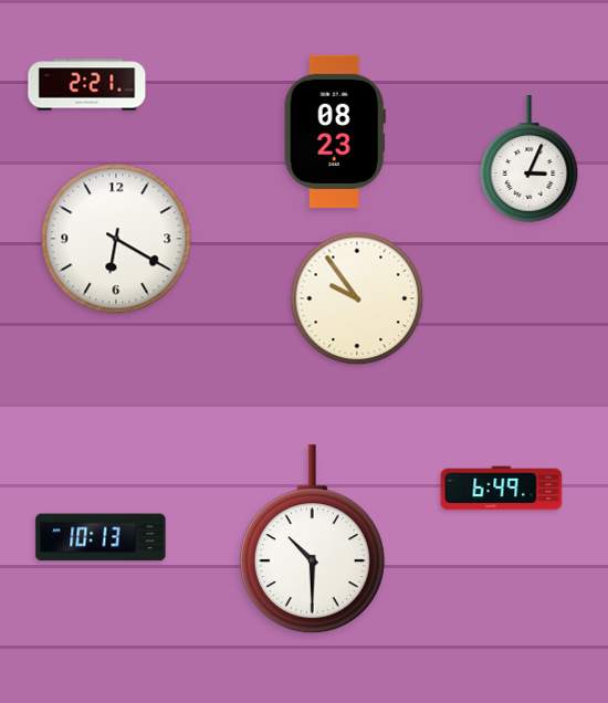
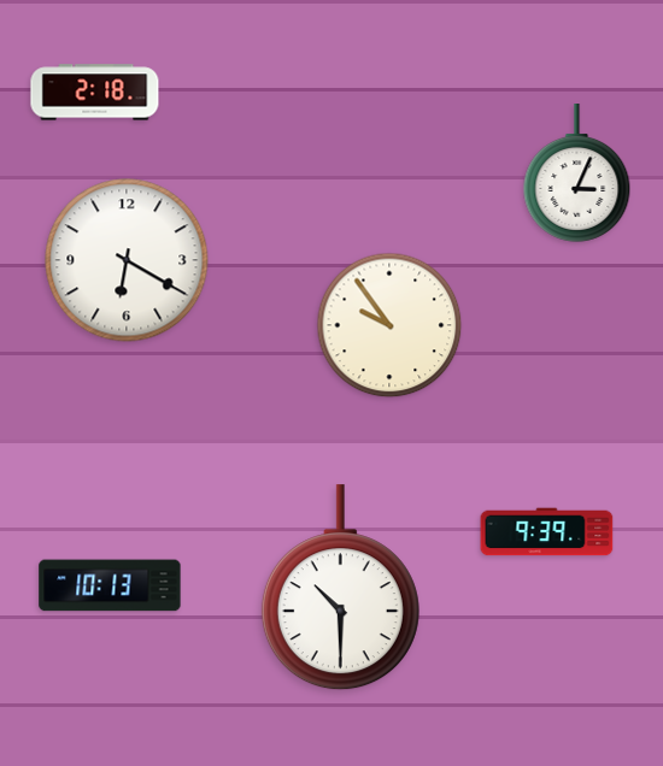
clock at (87, 85): 2:21 -> 2:18
clock at (335, 130): 08:23 -> none
clock at (502, 489): 6:49 -> 9:39
